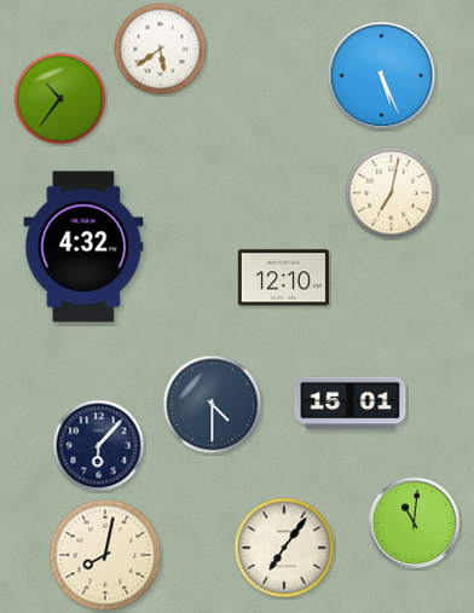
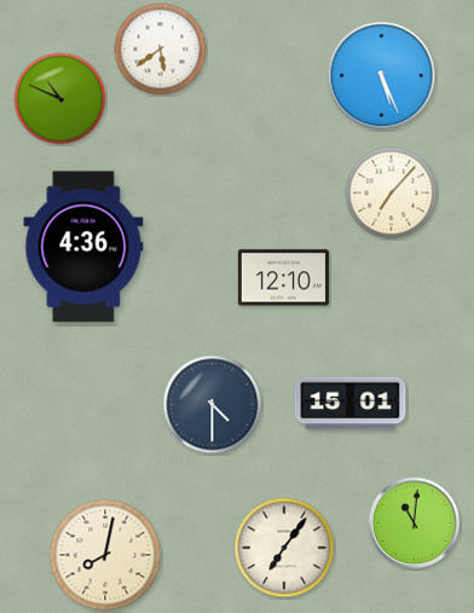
clock at (60, 99): 10:36 -> 10:49
clock at (392, 193): 7:02 -> 7:07
clock at (83, 247): 4:32 -> 4:36
clock at (99, 446): 6:07 -> none
